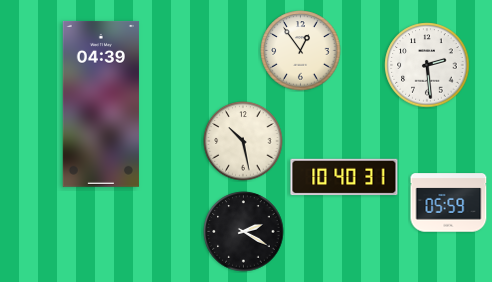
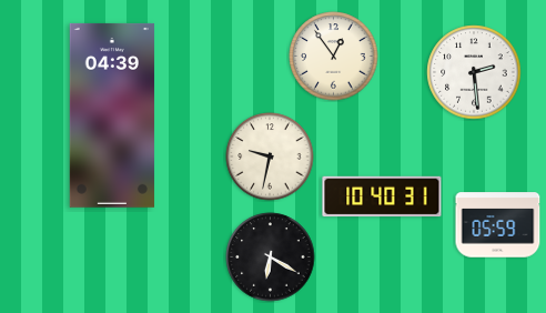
clock at (243, 141): 10:28 -> 9:32
clock at (244, 232): 2:20 -> 6:20
